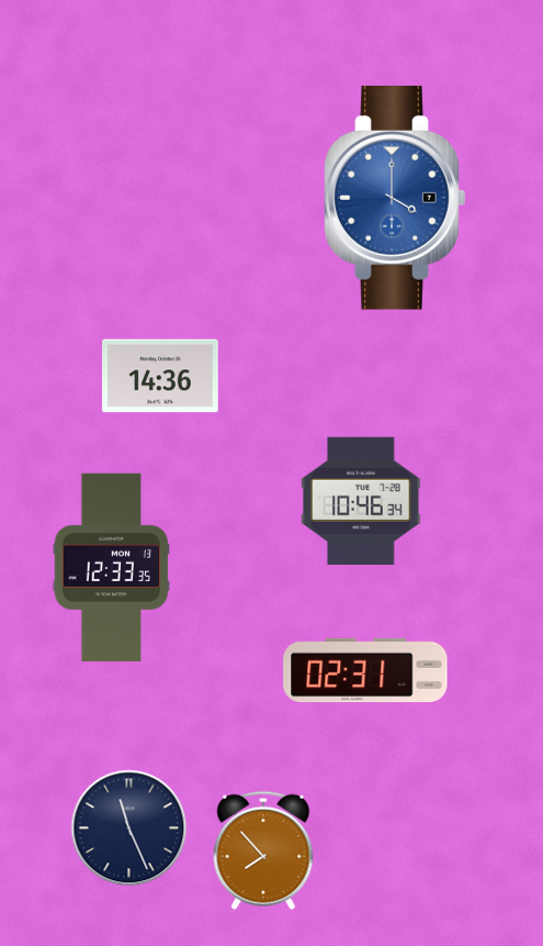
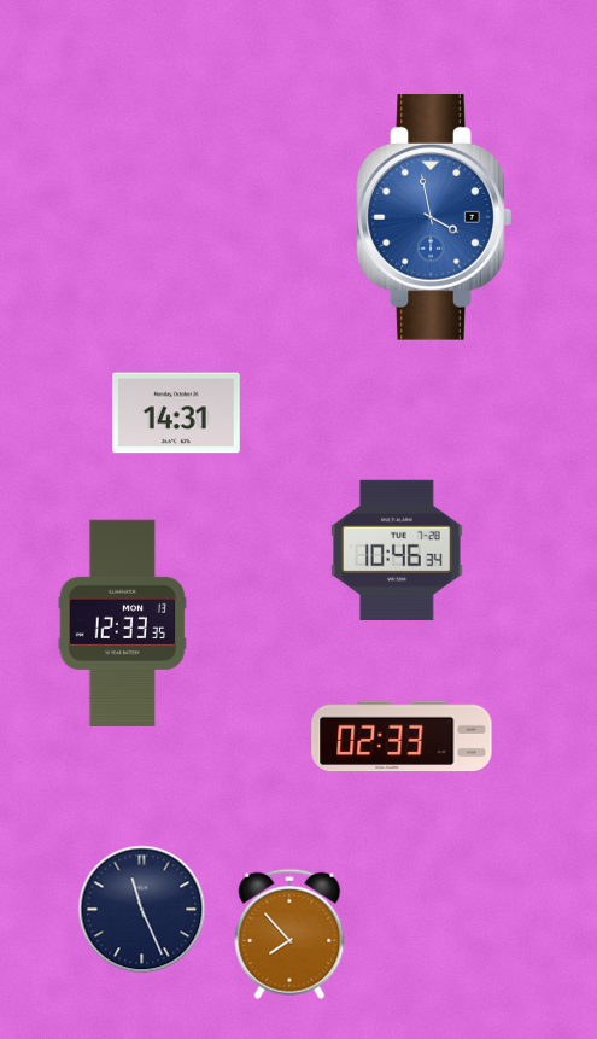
clock at (395, 199): 4:00 -> 3:58
clock at (161, 376): 14:36 -> 14:31
clock at (365, 670): 02:31 -> 02:33
